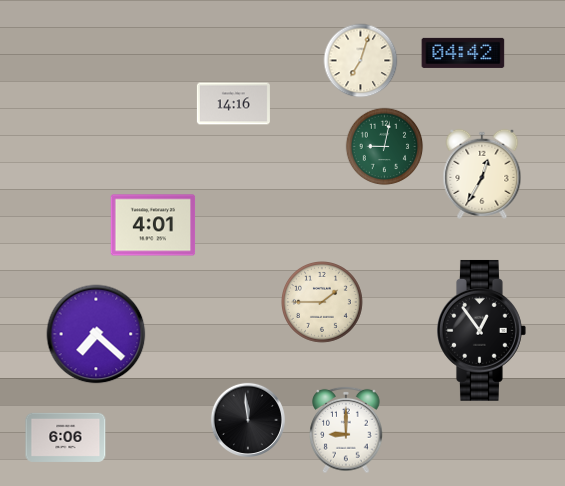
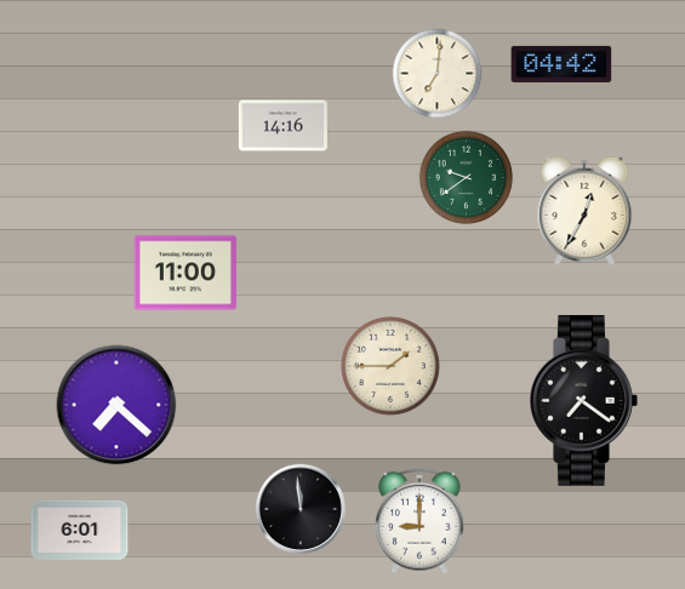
clock at (361, 61): 7:03 -> 7:01
clock at (385, 147): 9:02 -> 9:39
clock at (153, 225): 4:01 -> 11:00
clock at (482, 330): 12:54 -> 7:21
clock at (66, 437): 6:06 -> 6:01
